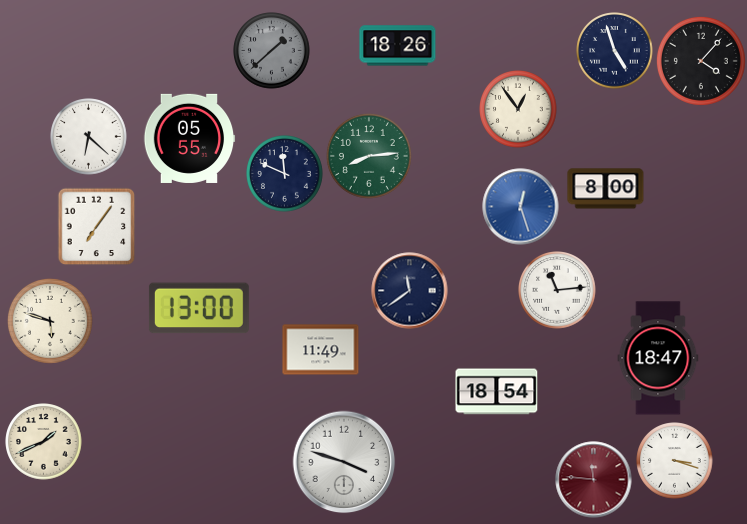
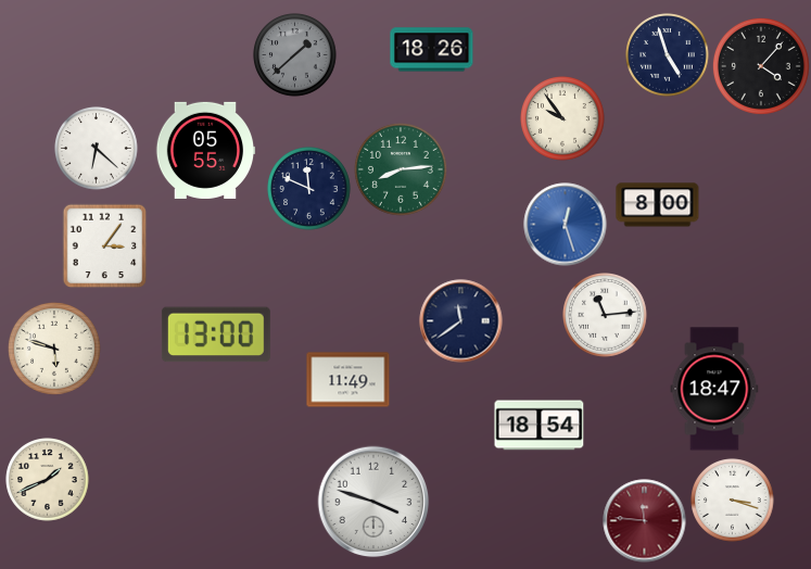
clock at (518, 109): 12:54 -> 9:54
clock at (96, 226): 7:06 -> 3:06
clock at (410, 291) position: (410, 291) -> (461, 321)
